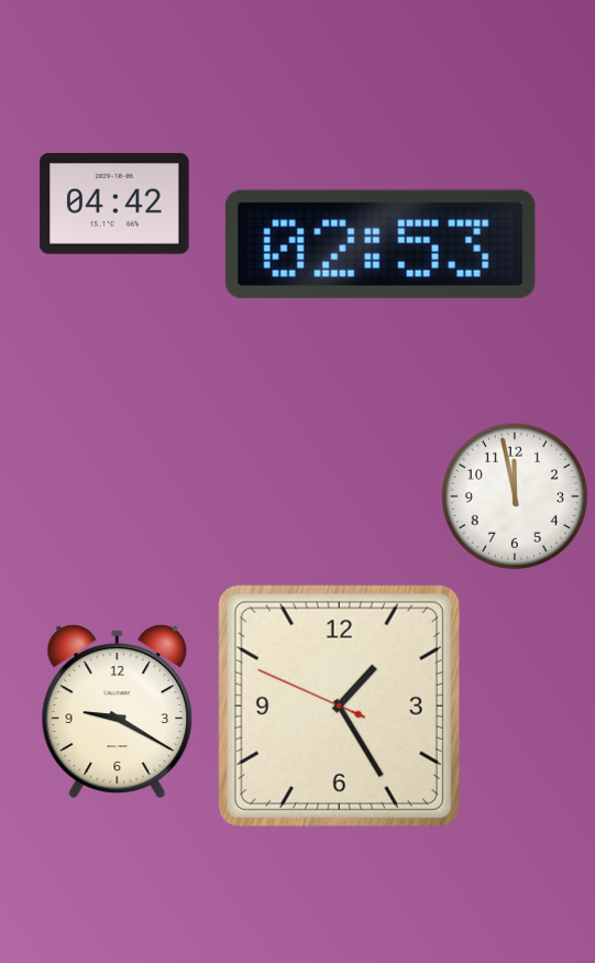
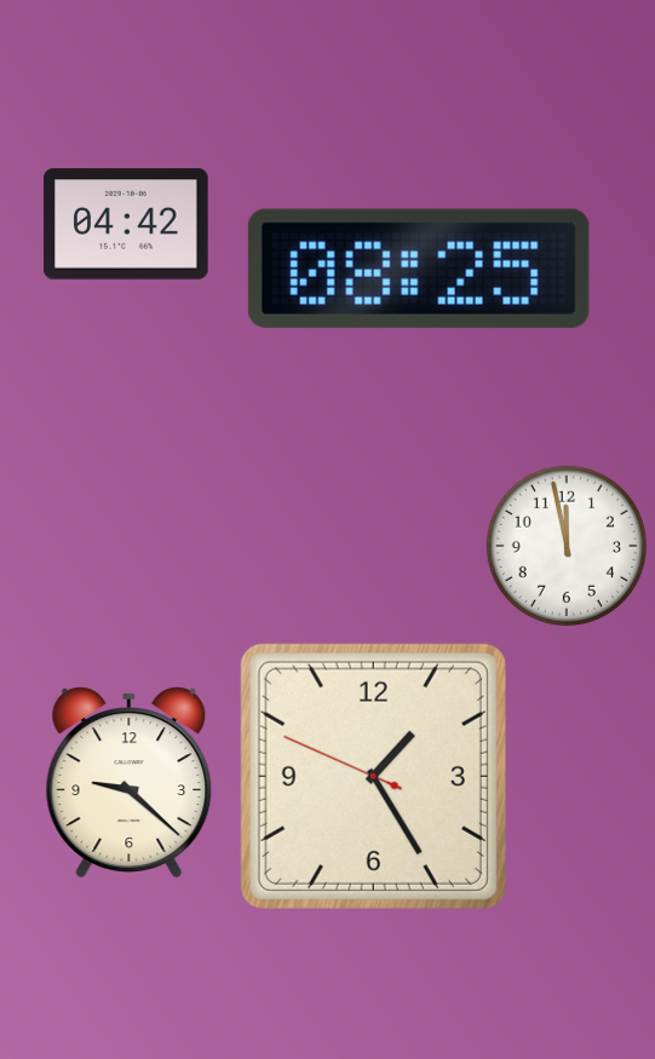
clock at (381, 244): 02:53 -> 08:25
clock at (118, 711): 9:20 -> 9:22
